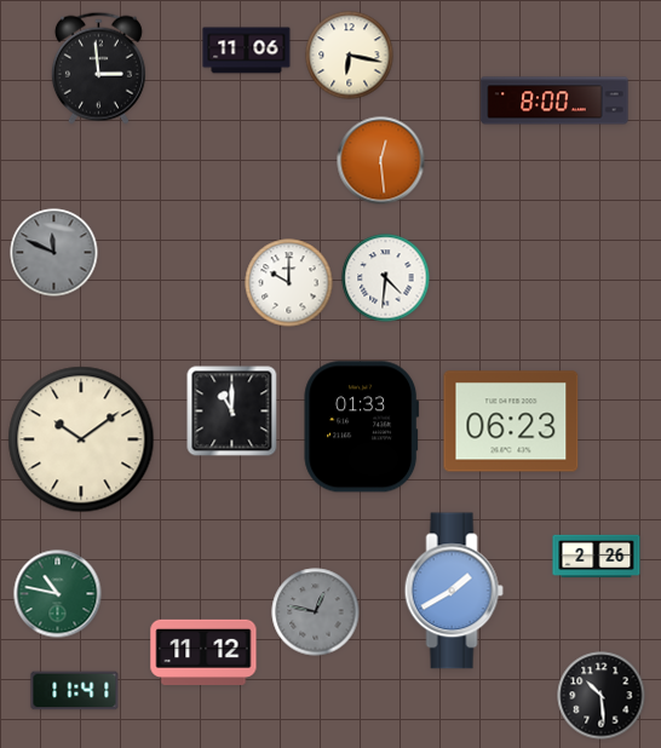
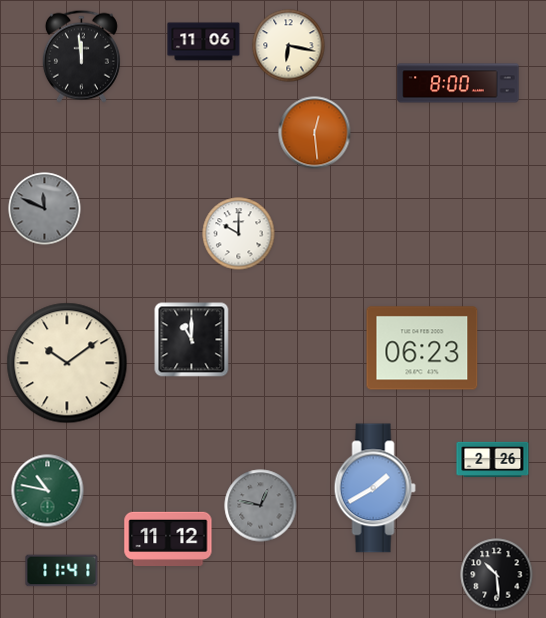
clock at (98, 68): 2:59 -> 11:59
clock at (386, 278): 4:31 -> none
clock at (361, 427): 01:33 -> none
